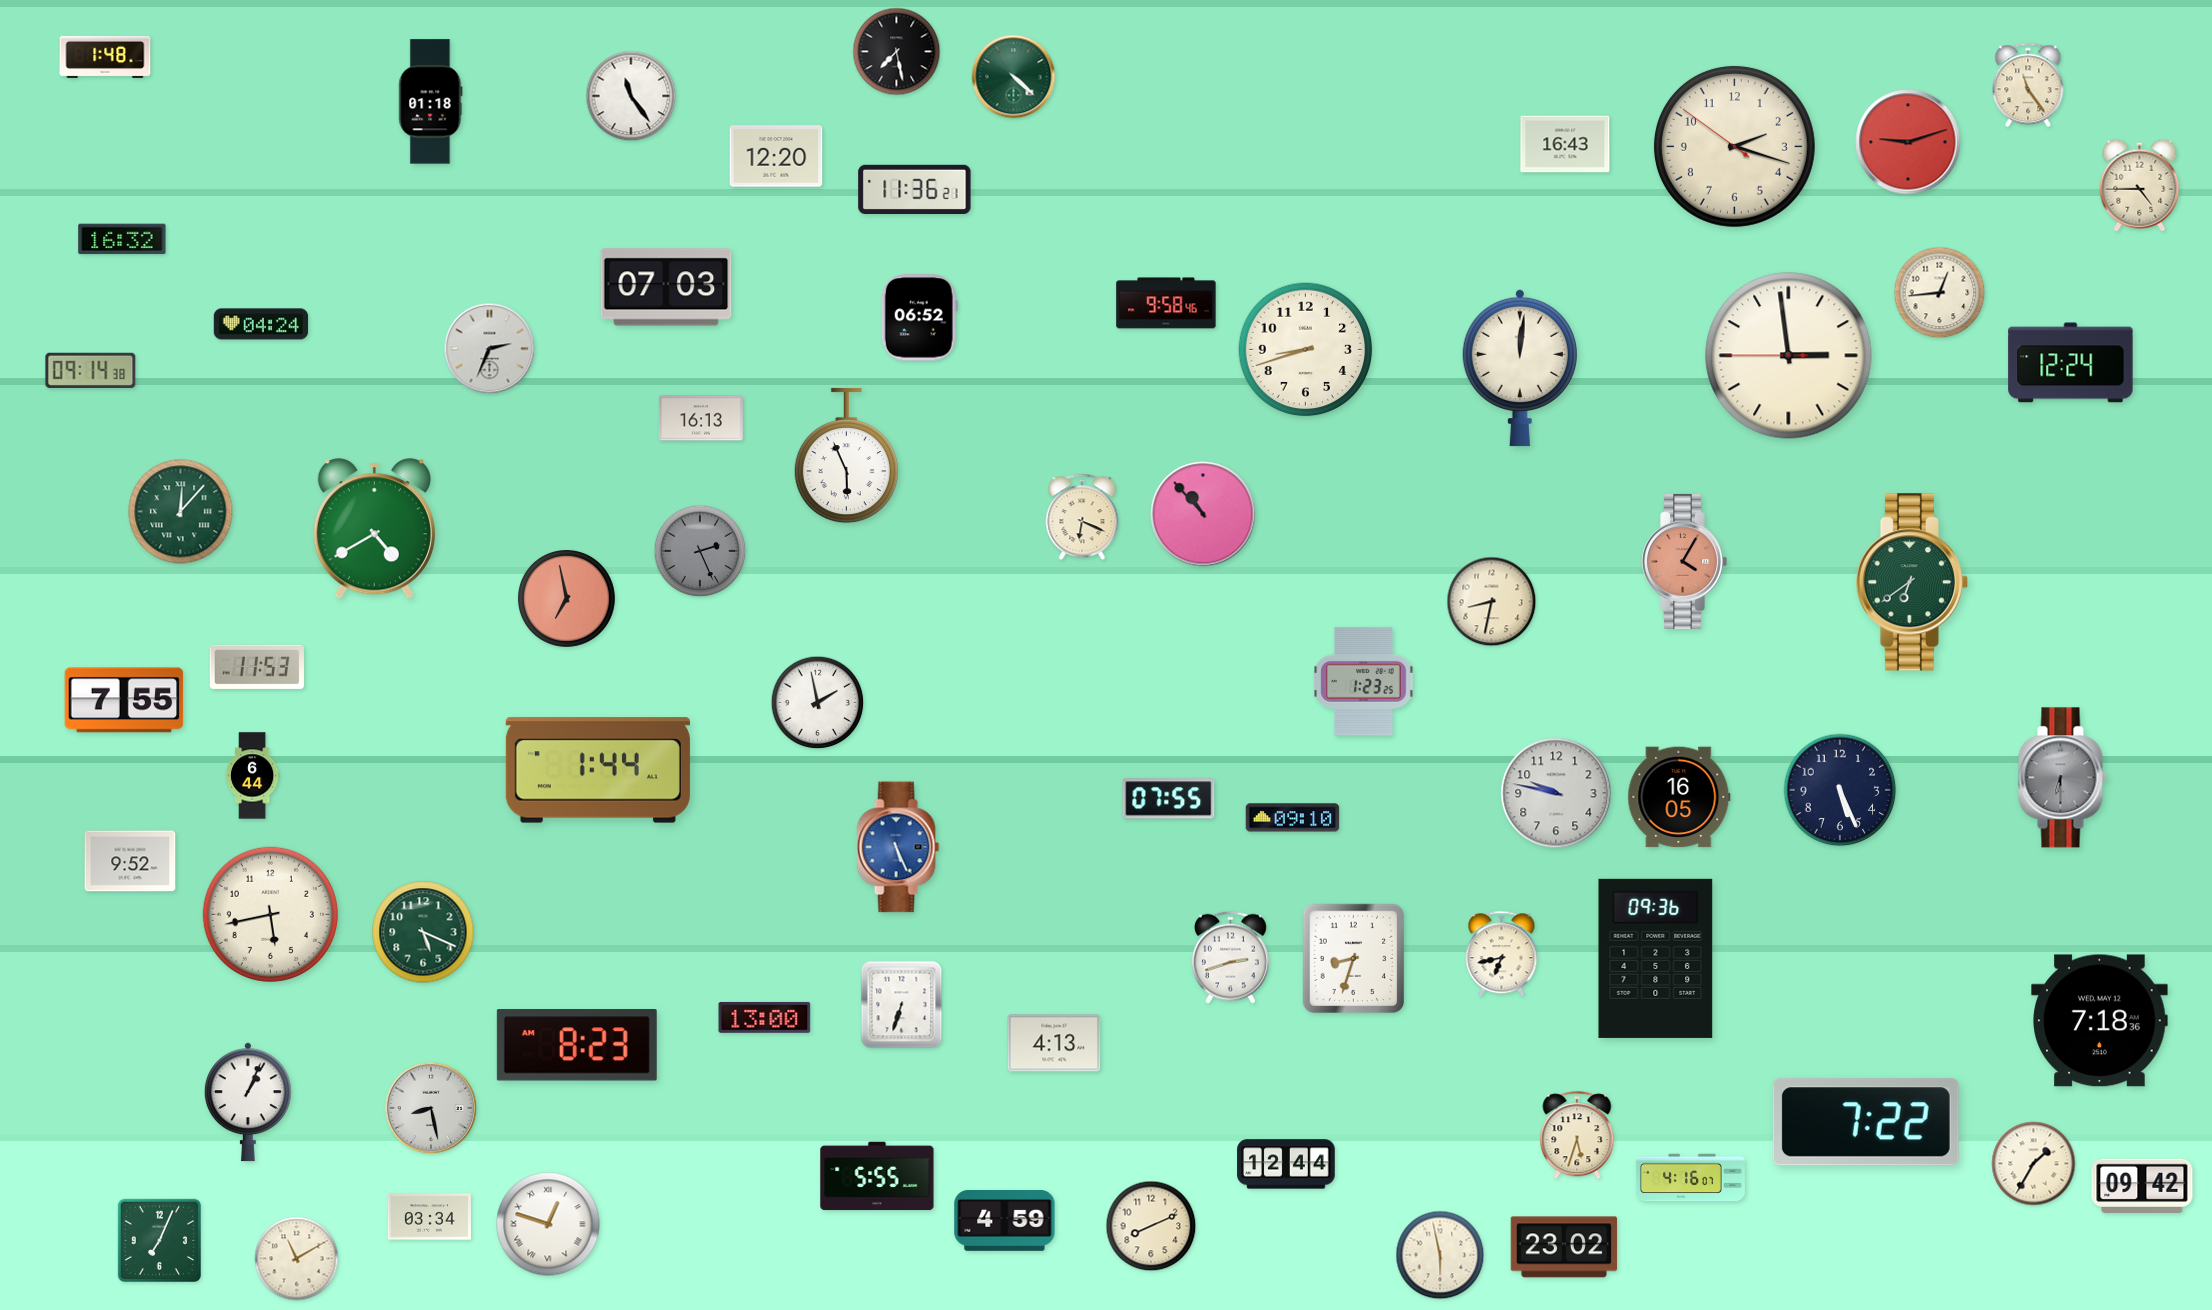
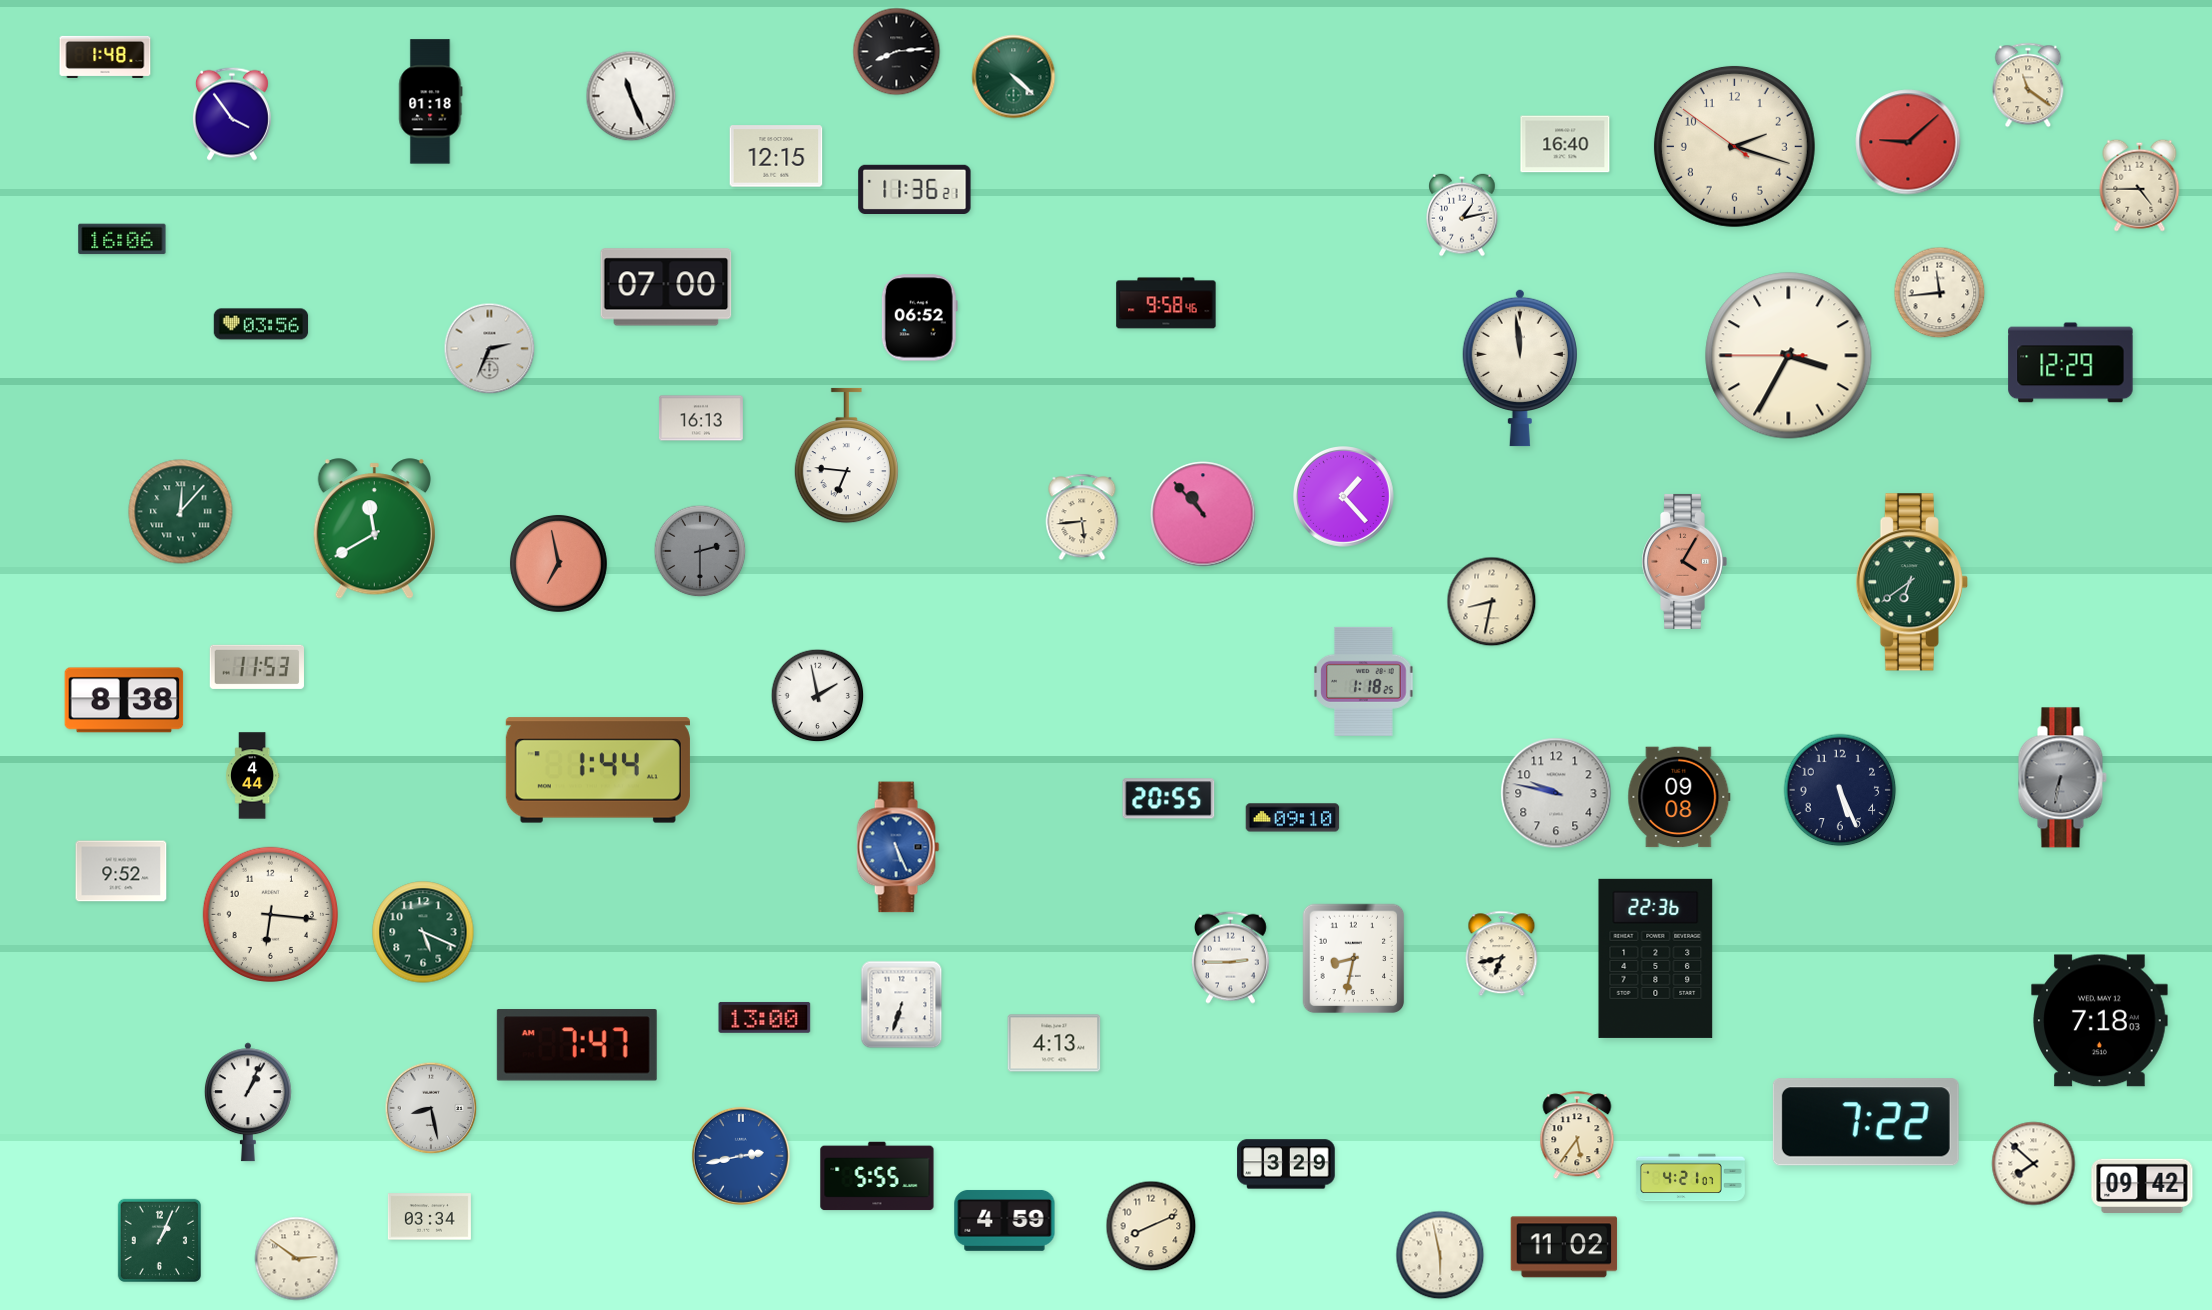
clock at (897, 52): 7:28 -> 8:14
clock at (2028, 85): 11:24 -> 11:21
clock at (631, 96): 11:24 -> 11:26
clock at (232, 114): none -> 3:54
clock at (1908, 142): 9:12 -> 9:08
clock at (1565, 144): 16:43 -> 16:40
clock at (776, 156): 12:20 -> 12:15
clock at (1462, 215): none -> 1:13
clock at (122, 239): 16:32 -> 16:06
clock at (666, 287): 07:03 -> 07:00
clock at (1940, 293): 12:44 -> 11:44
clock at (261, 324): 04:24 -> 03:56
clock at (1306, 350): 8:42 -> none
clock at (1789, 356): 2:58 -> 3:34
clock at (2071, 363): 12:24 -> 12:29
clock at (1520, 368): 12:01 -> 11:59
clock at (91, 370): 09:14 -> none
clock at (846, 456): 5:56 -> 6:46
clock at (1344, 497): none -> 1:23
clock at (1082, 517): 6:19 -> 5:44
clock at (374, 529): 4:40 -> 11:40
clock at (700, 551): 2:26 -> 2:30
clock at (566, 598) position: (566, 598) -> (558, 563)
clock at (1364, 681): 1:23 -> 1:18
clock at (124, 700): 7:55 -> 8:38
clock at (818, 703) position: (818, 703) -> (818, 696)
clock at (252, 776): 6:44 -> 4:44
clock at (2062, 778): 6:30 -> 6:32
clock at (1679, 797): 16:05 -> 09:08
clock at (1169, 799): 07:55 -> 20:55
clock at (130, 861) position: (130, 861) -> (121, 871)
clock at (270, 914): 5:43 -> 6:16
clock at (1231, 957): 2:42 -> 2:45
clock at (1656, 958): 09:36 -> 22:36
clock at (1354, 959): 8:33 -> 8:32
clock at (2100, 1021): 7:18:36 -> 7:18:03
clock at (577, 1046): 8:23 -> 7:47
clock at (1577, 1136): 5:33 -> 5:36
clock at (741, 1156): none -> 2:43
clock at (1286, 1164): 12:44 -> 3:29
clock at (2034, 1164): 1:35 -> 7:52
clock at (1690, 1178): 4:16 -> 4:21
clock at (548, 1224): 12:48 -> none
clock at (159, 1240): 7:04 -> 1:04
clock at (1564, 1247): 23:02 -> 11:02
clock at (297, 1259): 11:10 -> 2:51
